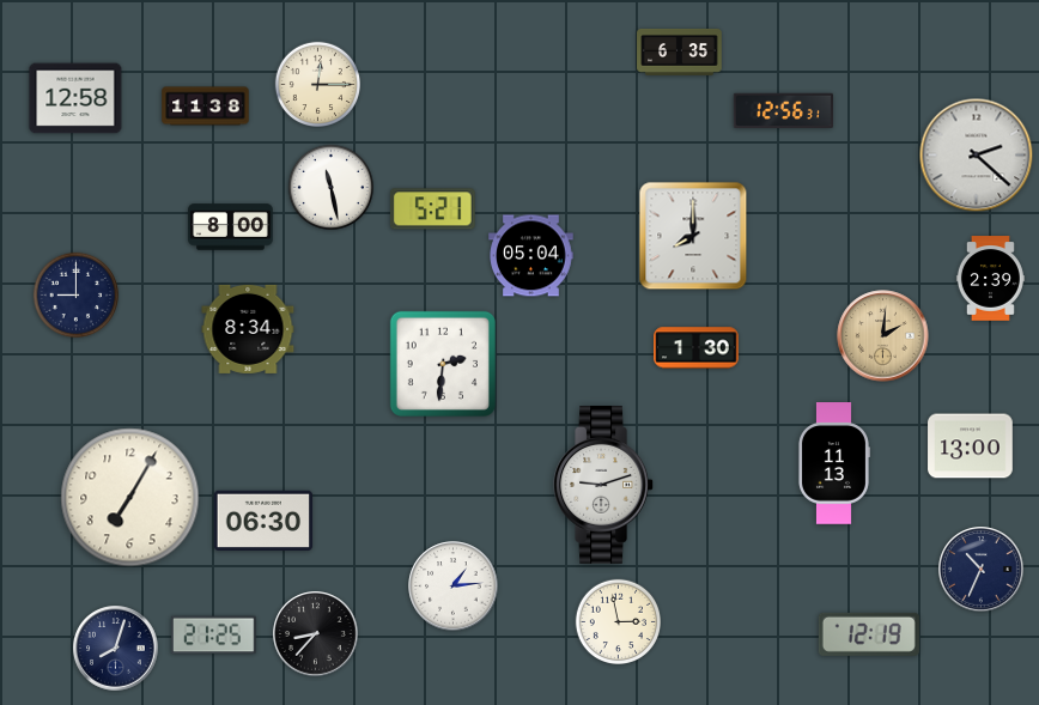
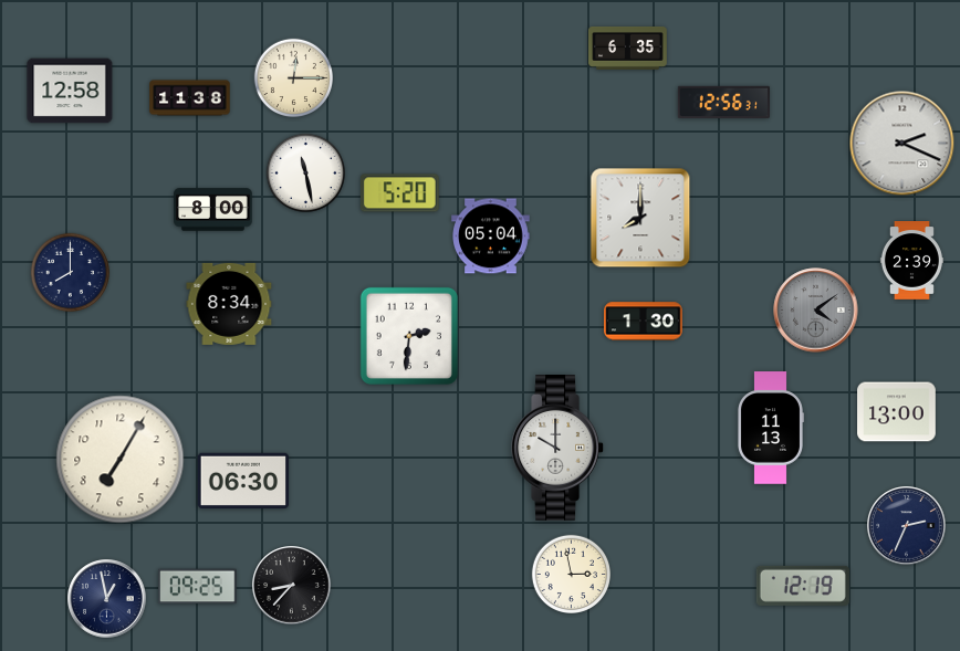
clock at (977, 156): 2:22 -> 2:19
clock at (433, 209): 5:21 -> 5:20
clock at (990, 279) position: (990, 279) -> (911, 261)
clock at (75, 294): 9:00 -> 8:00
clock at (883, 336): 2:01 -> 4:09
clock at (883, 336) dial: champagne -> grey
clock at (603, 485): 9:12 -> 10:00
clock at (982, 570): 10:34 -> 2:34
clock at (454, 587): 1:14 -> none
clock at (214, 636): 21:25 -> 09:25
clock at (116, 649): 8:03 -> 12:58
